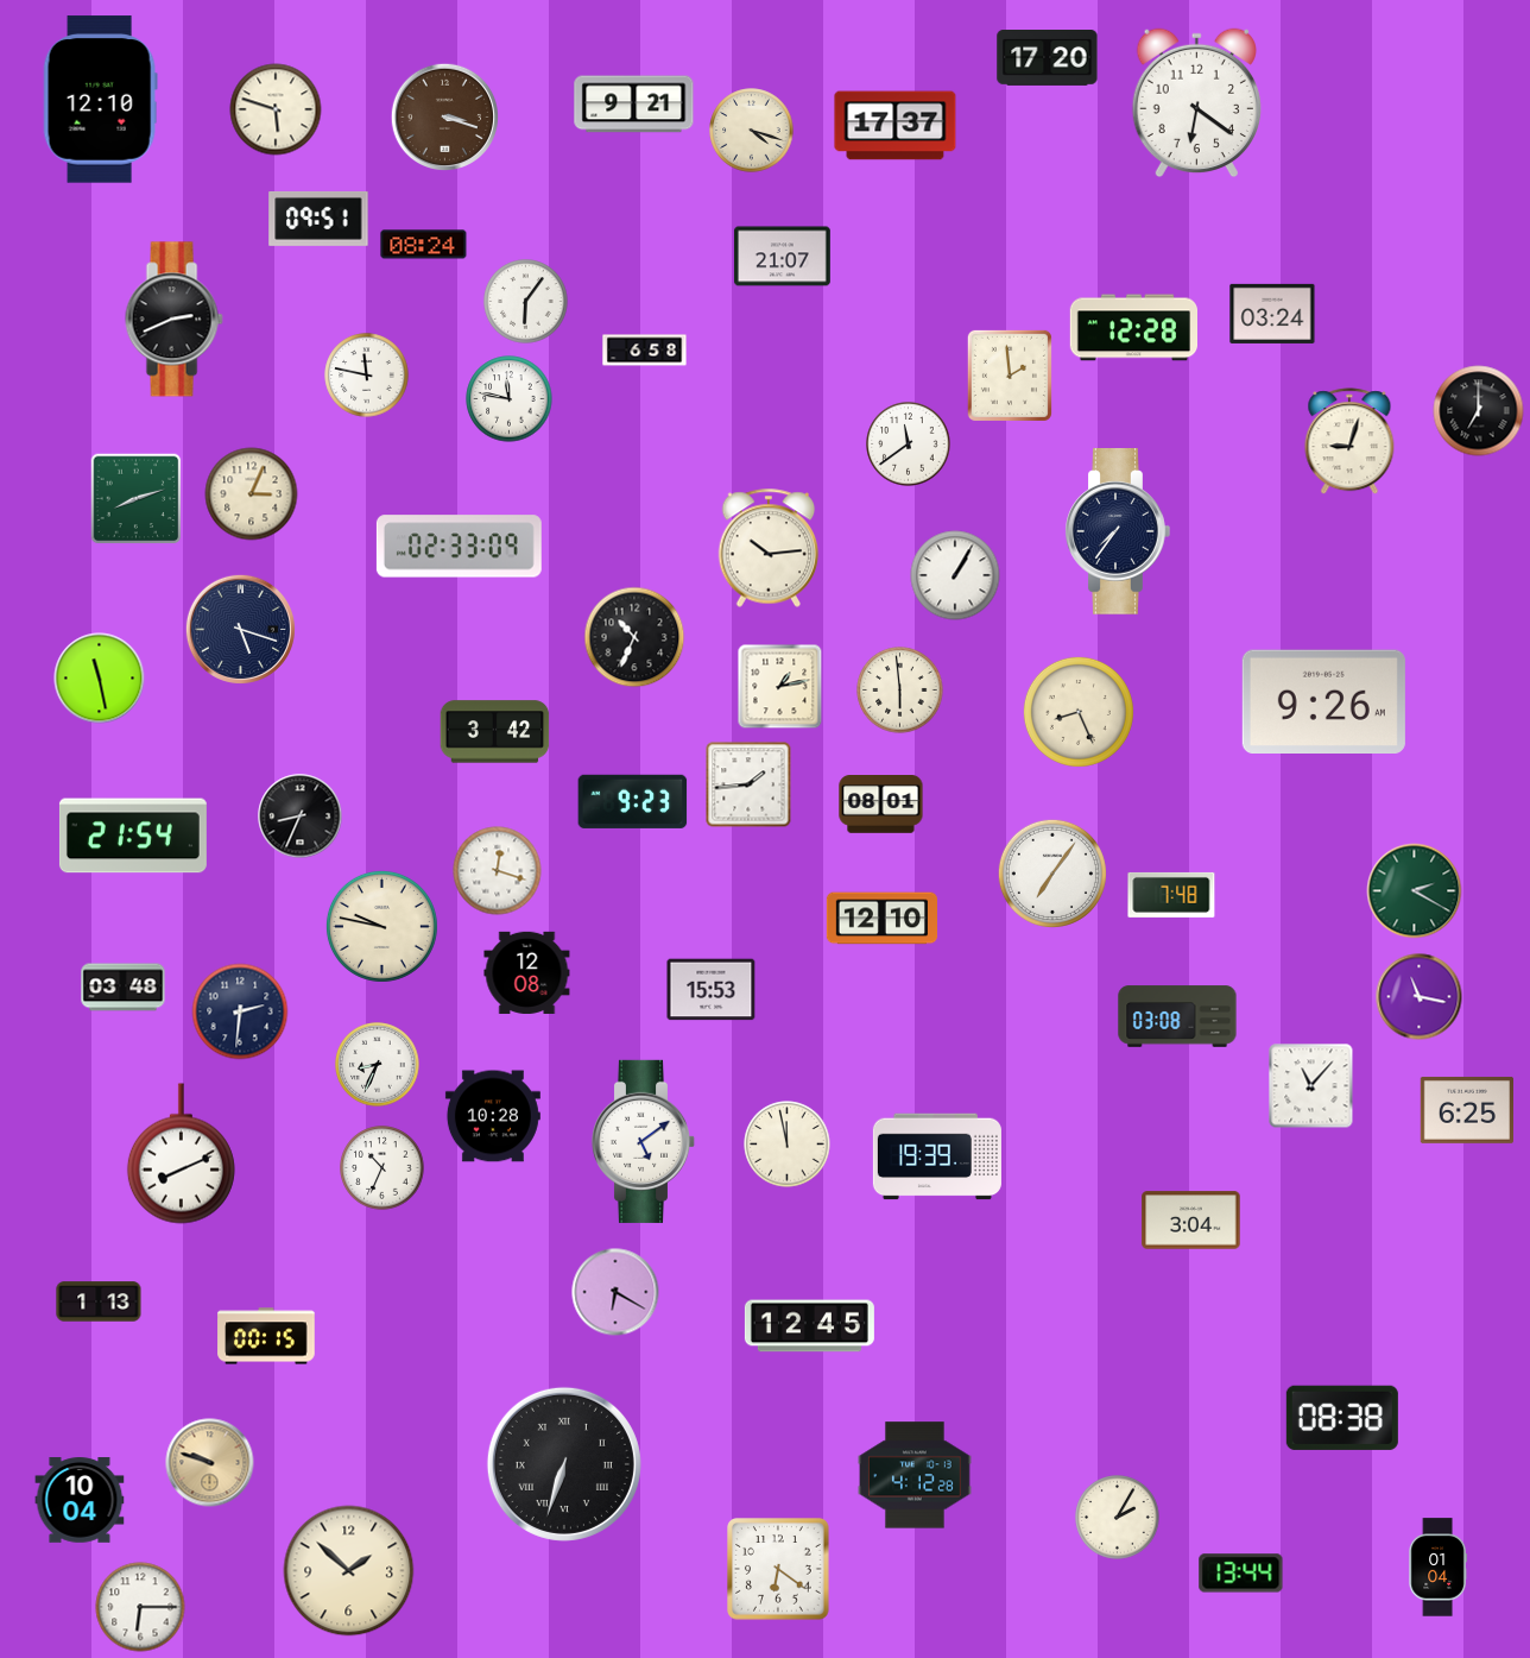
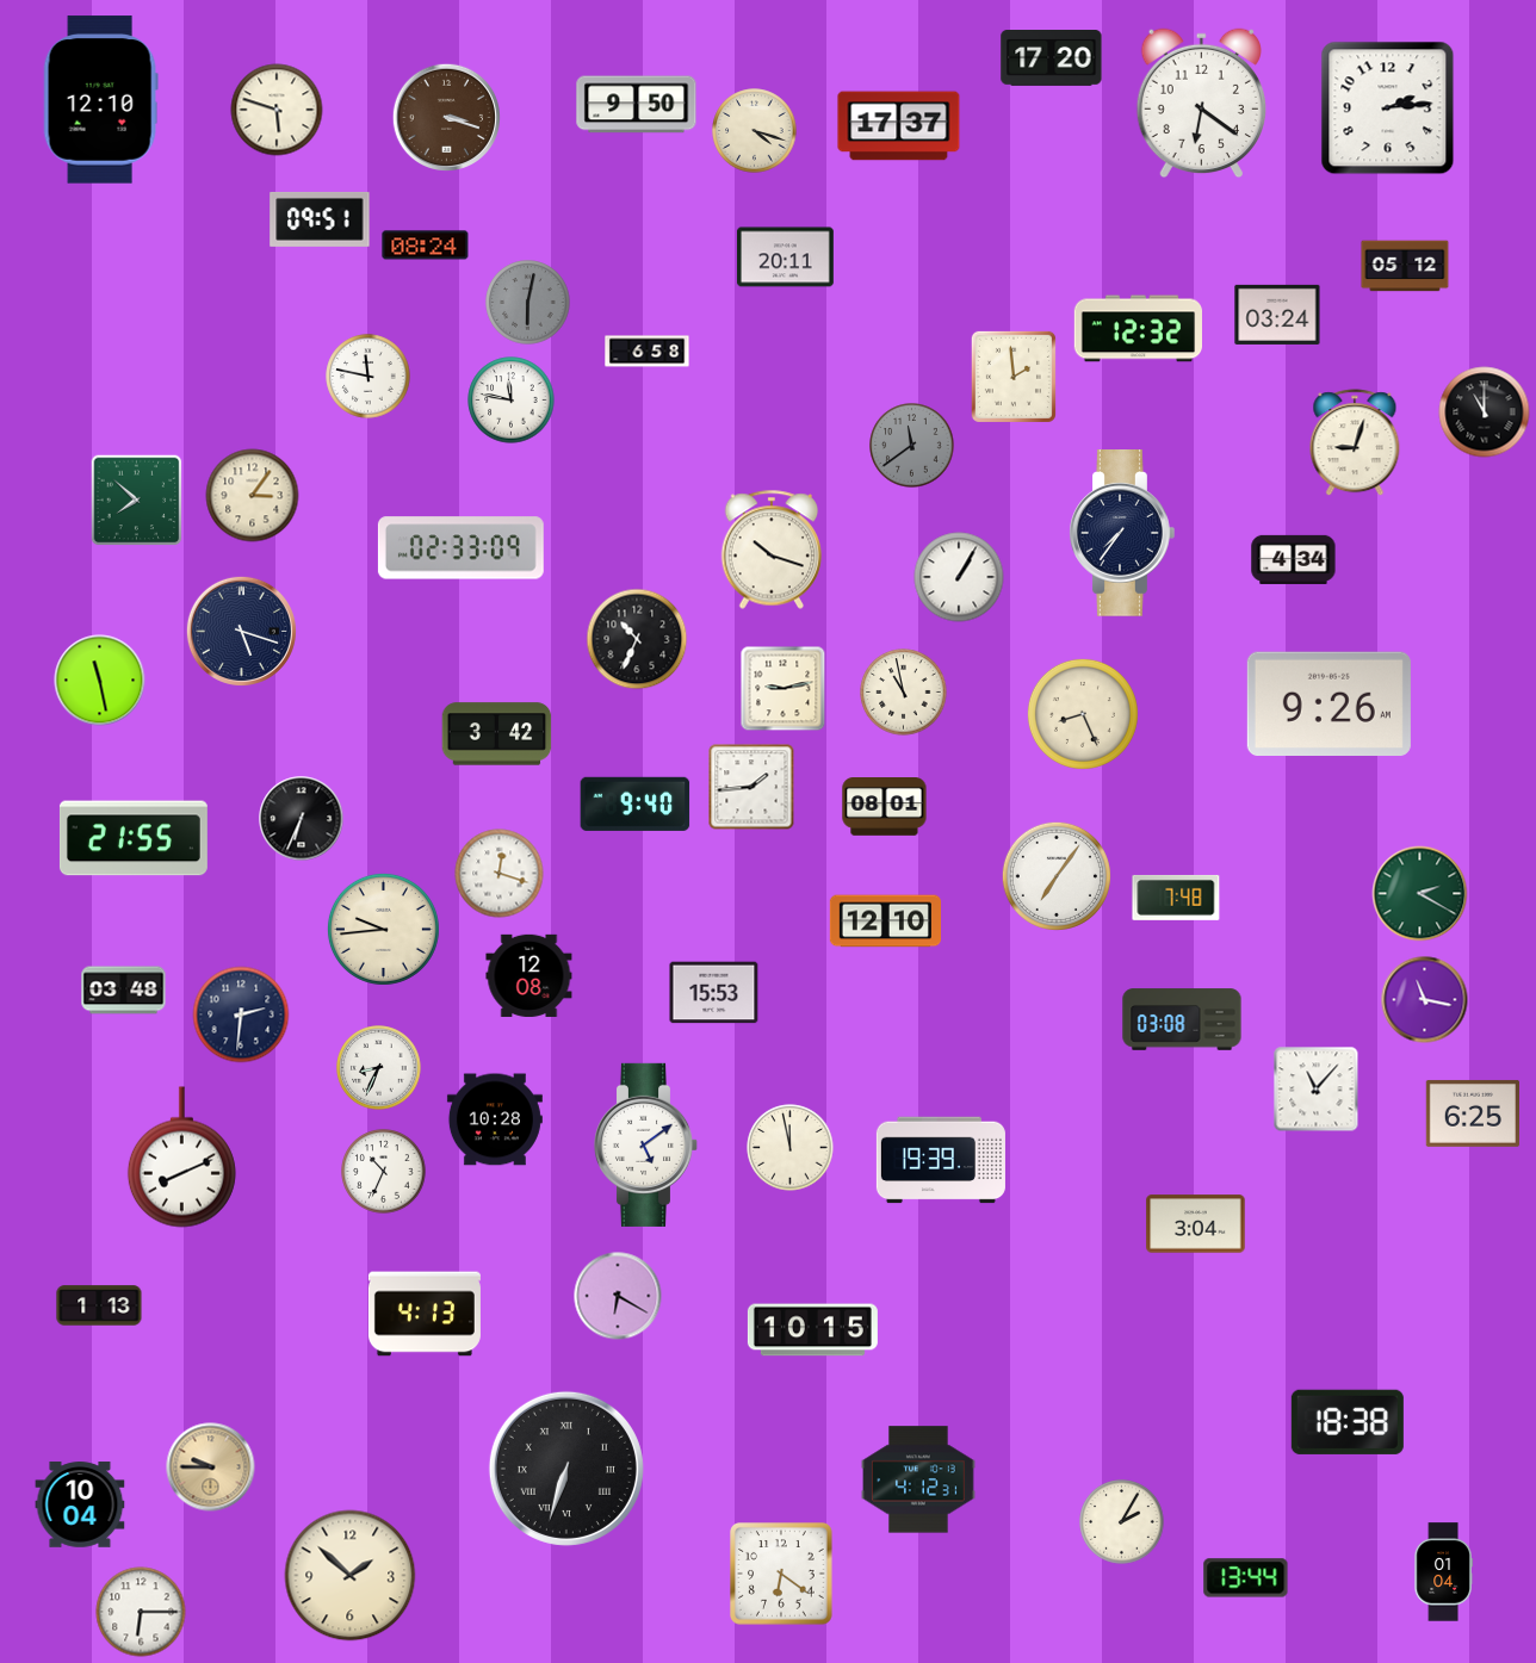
clock at (634, 105): 9:21 -> 9:50
clock at (1388, 108): none -> 2:14
clock at (782, 257): 21:07 -> 20:11
clock at (1405, 266): none -> 05:12
clock at (526, 302): 6:06 -> 6:02
clock at (526, 302) dial: white -> grey
clock at (173, 320): 2:41 -> none
clock at (1133, 328): 12:28 -> 12:32
clock at (1479, 411): 7:00 -> 11:00
clock at (909, 445) dial: white -> grey
clock at (252, 494): 3:04 -> 3:06
clock at (137, 499): 8:12 -> 7:52
clock at (769, 548): 10:14 -> 10:18
clock at (1294, 559): none -> 4:34
clock at (780, 687): 1:13 -> 9:13
clock at (900, 691): 5:59 -> 10:58
clock at (633, 801): 9:23 -> 9:40
clock at (301, 817): 8:34 -> 6:34
clock at (133, 836): 21:54 -> 21:55
clock at (381, 926): 9:47 -> 9:44
clock at (425, 1314): none -> 4:13
clock at (809, 1326): 12:45 -> 10:15
clock at (266, 1336): 00:15 -> none
clock at (1342, 1418): 08:38 -> 18:38
clock at (210, 1463): 9:48 -> 9:45
clock at (916, 1475): 4:12:28 -> 4:12:31
